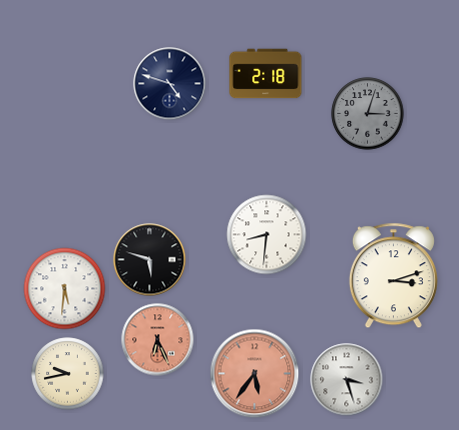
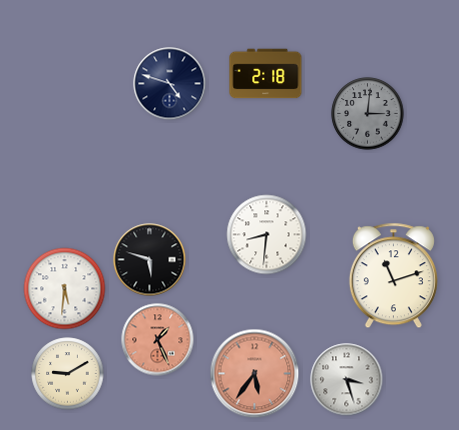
clock at (368, 114): 3:03 -> 3:01
clock at (393, 276): 3:12 -> 11:12
clock at (158, 340): 6:26 -> 1:26
clock at (68, 374): 9:43 -> 9:10
